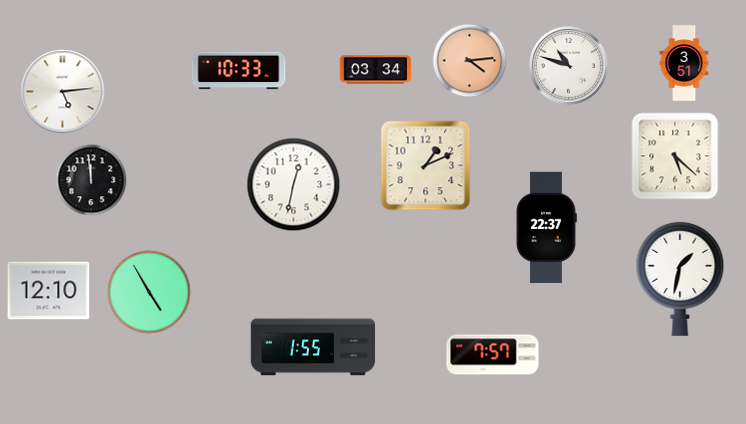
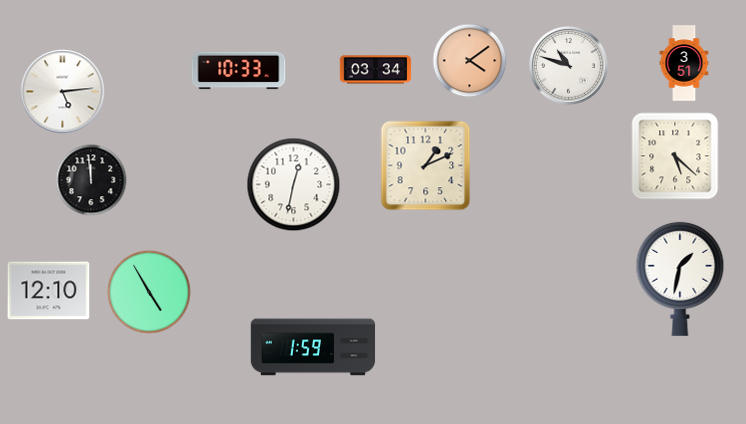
clock at (470, 61): 4:14 -> 4:09
clock at (547, 227): 22:37 -> none
clock at (313, 347): 1:55 -> 1:59
clock at (493, 355): 7:57 -> none
